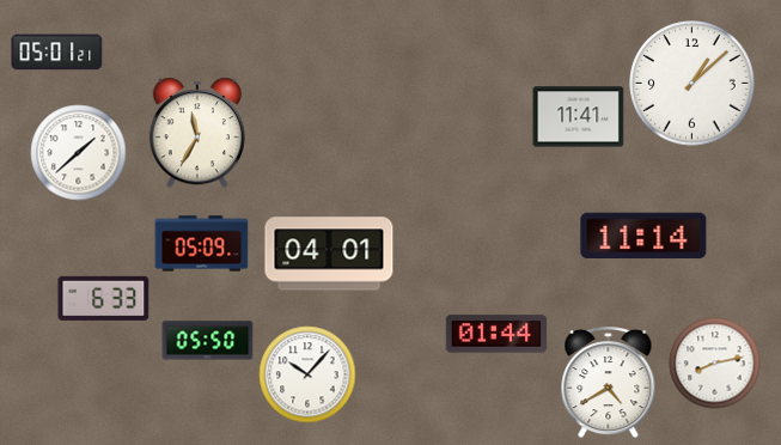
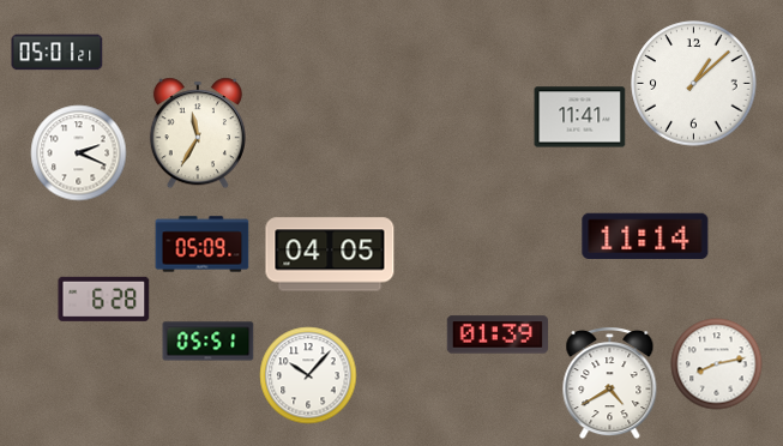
clock at (79, 153): 1:38 -> 2:19
clock at (329, 254): 04:01 -> 04:05
clock at (104, 298): 6:33 -> 6:28
clock at (496, 334): 01:44 -> 01:39
clock at (208, 341): 05:50 -> 05:51
